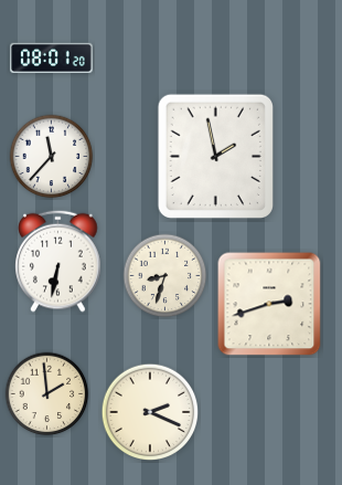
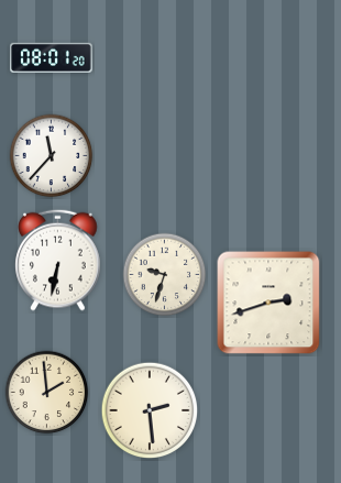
clock at (215, 156): 1:58 -> none
clock at (165, 276): 8:33 -> 9:33
clock at (150, 412): 2:19 -> 2:29
